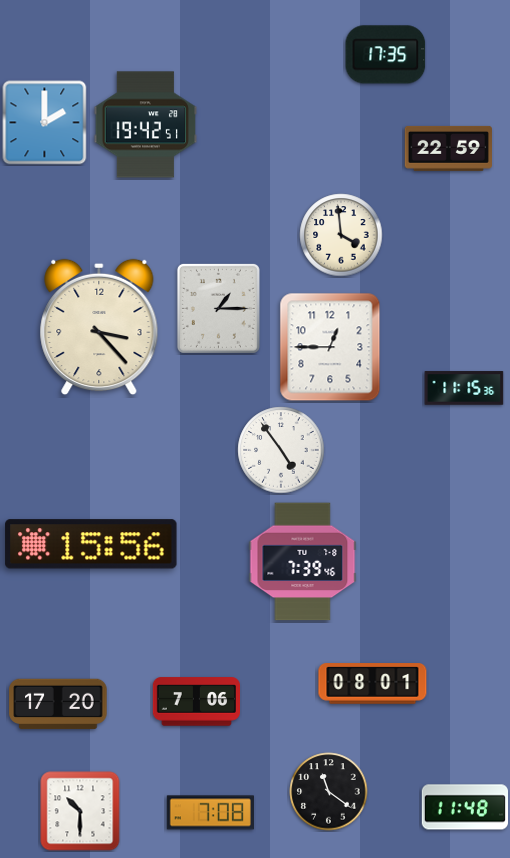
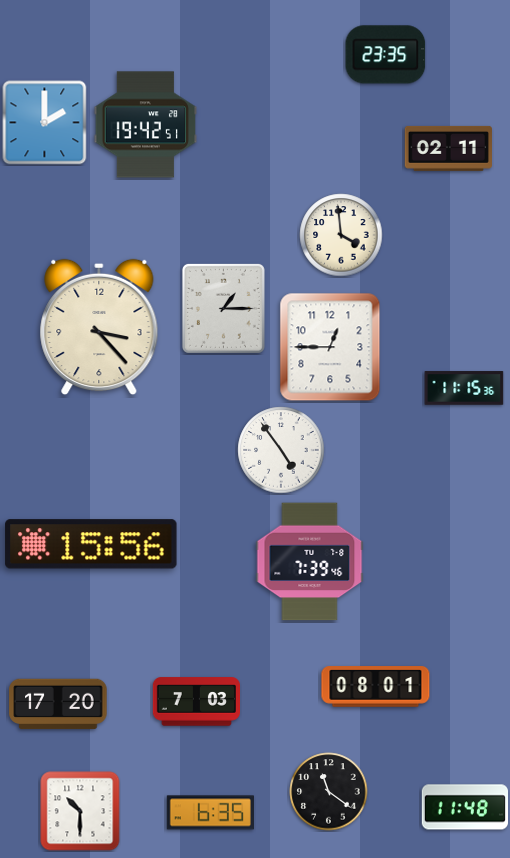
clock at (386, 55): 17:35 -> 23:35
clock at (448, 148): 22:59 -> 02:11
clock at (218, 308) position: (218, 308) -> (223, 308)
clock at (303, 562) position: (303, 562) -> (310, 562)
clock at (373, 684) position: (373, 684) -> (376, 687)
clock at (196, 702): 7:06 -> 7:03
clock at (210, 813): 7:08 -> 6:35
